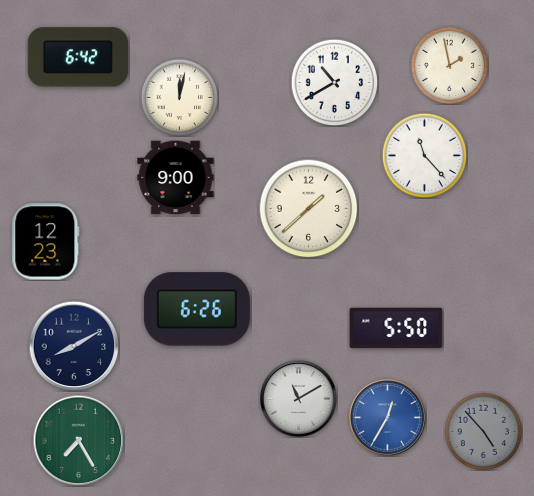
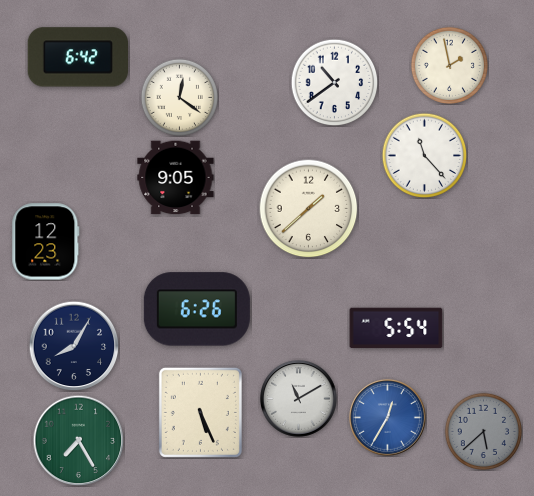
clock at (334, 82): 10:40 -> 10:39
clock at (179, 97): 12:02 -> 12:21
clock at (176, 178): 9:00 -> 9:05
clock at (396, 328): 5:50 -> 5:54
clock at (74, 346): 8:10 -> 8:05
clock at (200, 412): none -> 5:26
clock at (483, 431): 4:53 -> 5:38
